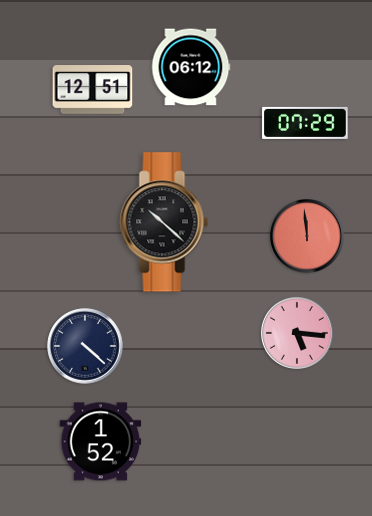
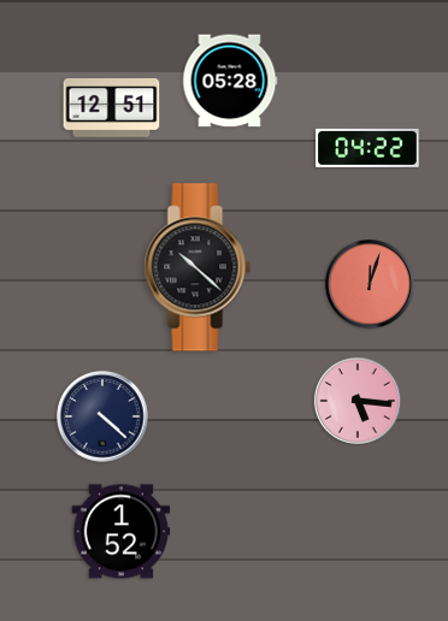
clock at (191, 67): 06:12 -> 05:28
clock at (305, 123): 07:29 -> 04:22
clock at (308, 237): 11:59 -> 12:03
